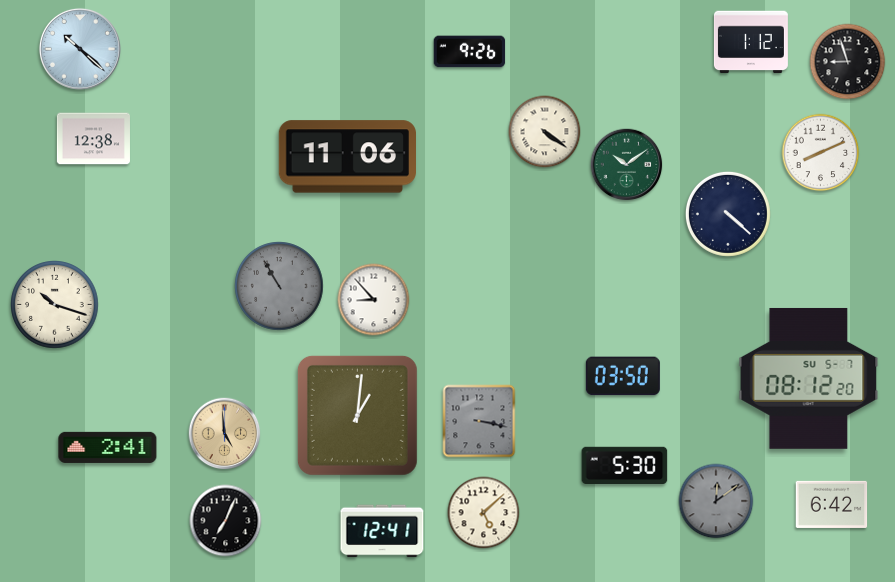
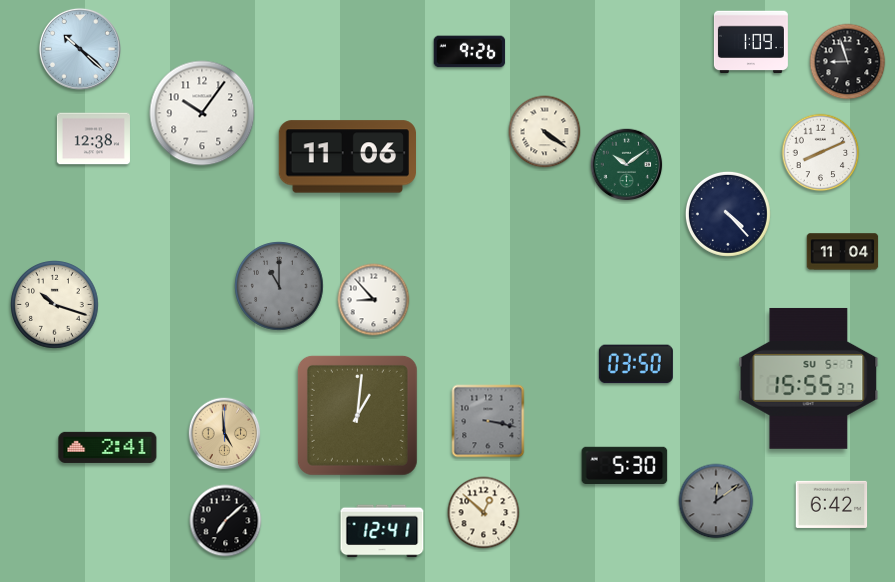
clock at (751, 42): 1:12 -> 1:09
clock at (202, 113): none -> 10:06
clock at (728, 214): 4:22 -> 4:23
clock at (843, 252): none -> 11:04
clock at (279, 286): 10:55 -> 11:00
clock at (623, 376) position: (623, 376) -> (636, 364)
clock at (809, 378): 08:12 -> 15:55
clock at (479, 421) position: (479, 421) -> (488, 421)
clock at (484, 513): 5:08 -> 12:52
clock at (226, 521): 7:04 -> 7:08
